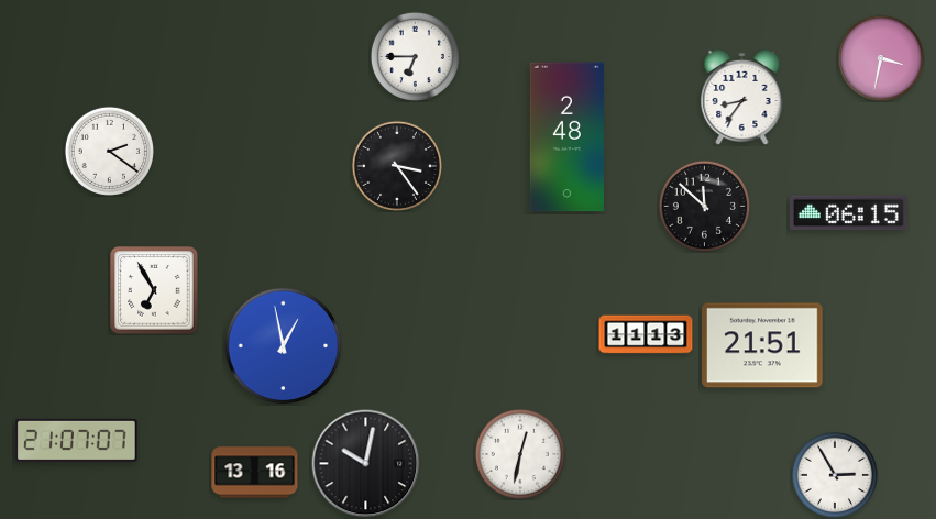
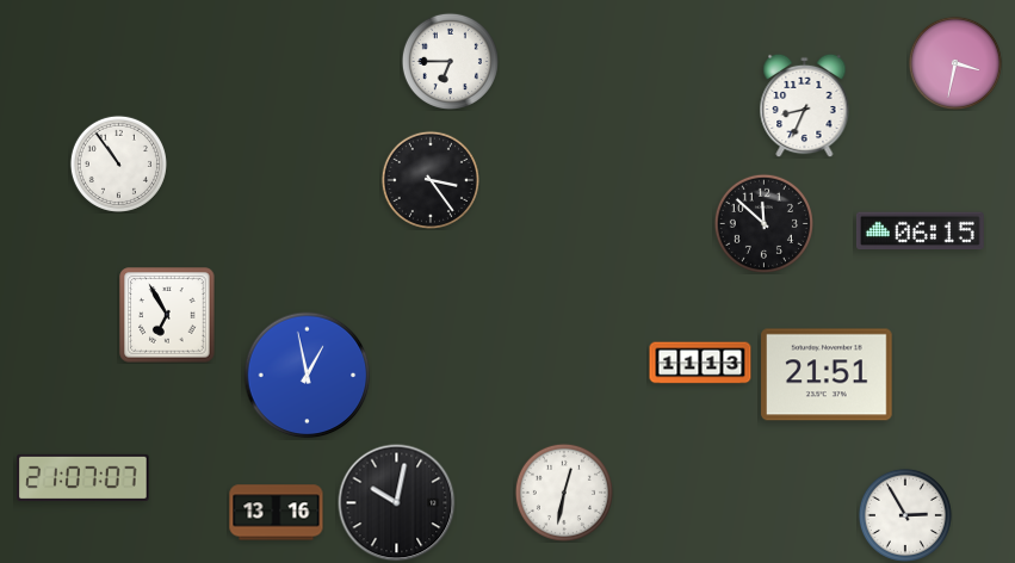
clock at (742, 97): 8:36 -> 8:34
clock at (566, 137): 2:48 -> none
clock at (109, 151): 2:21 -> 10:54
